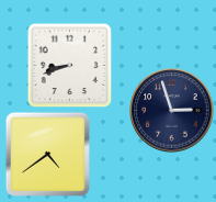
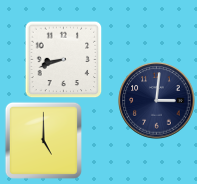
clock at (172, 111): 2:57 -> 3:01
clock at (47, 154): 4:39 -> 5:00
